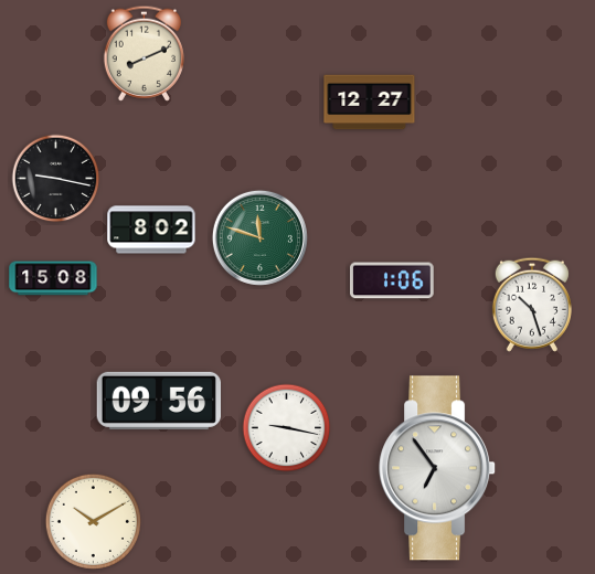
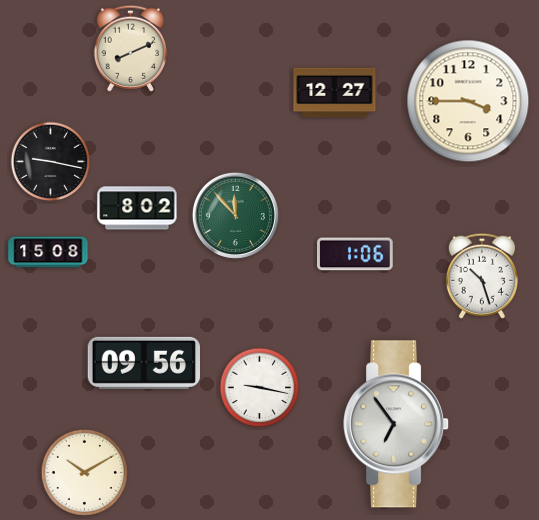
clock at (468, 101): none -> 3:45
clock at (259, 237): 11:48 -> 11:53
